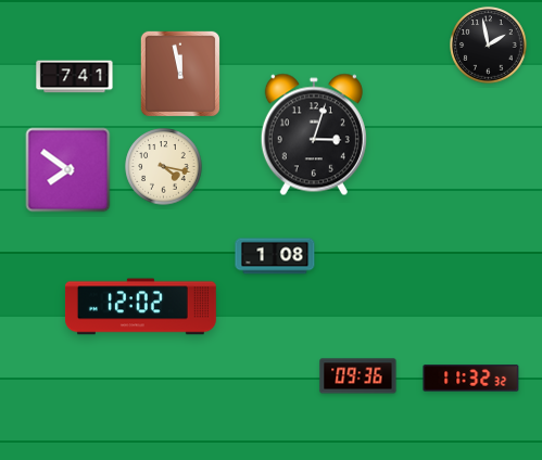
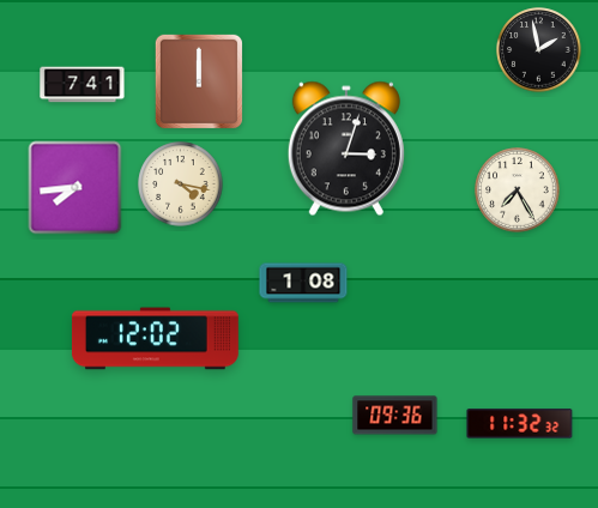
clock at (180, 74): 11:58 -> 12:00
clock at (68, 170): 7:51 -> 7:44
clock at (518, 190): none -> 7:25
clock at (471, 379) position: (471, 379) -> (520, 424)
